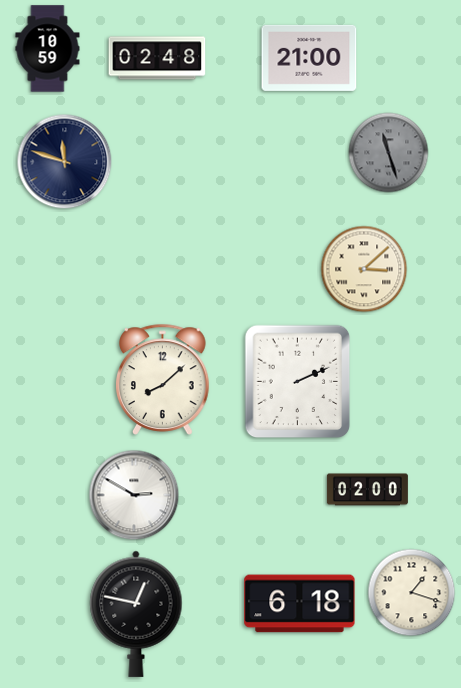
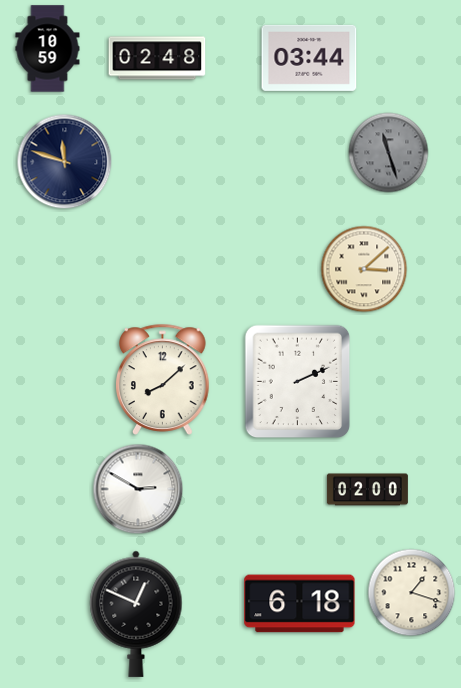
clock at (309, 58): 21:00 -> 03:44
clock at (134, 495) position: (134, 495) -> (138, 489)
clock at (136, 614): 12:47 -> 12:49
